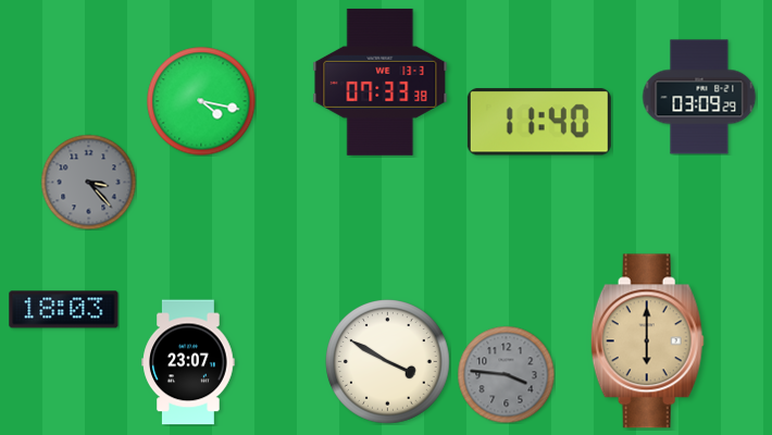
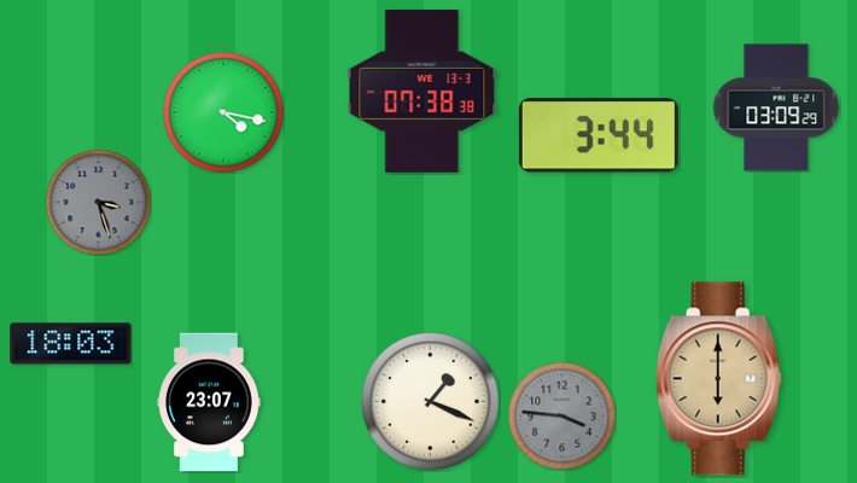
clock at (381, 82): 07:33 -> 07:38
clock at (539, 122): 11:40 -> 3:44
clock at (88, 182): 3:23 -> 3:27
clock at (388, 362): 3:50 -> 1:19
